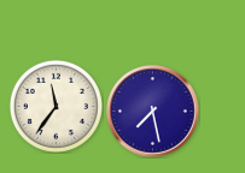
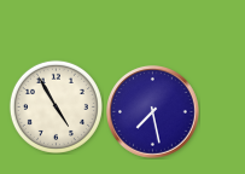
clock at (56, 106): 11:36 -> 4:55
